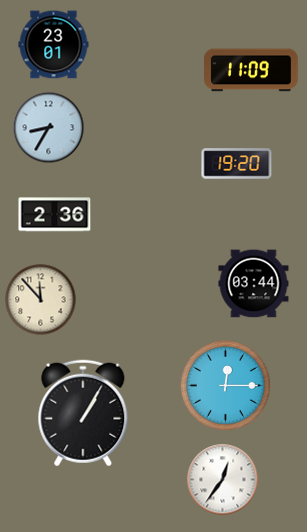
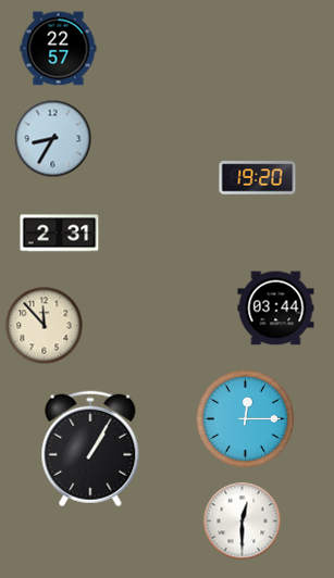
clock at (54, 45): 23:01 -> 22:57
clock at (252, 70): 11:09 -> none
clock at (55, 215): 2:36 -> 2:31
clock at (223, 480): 12:36 -> 12:30
